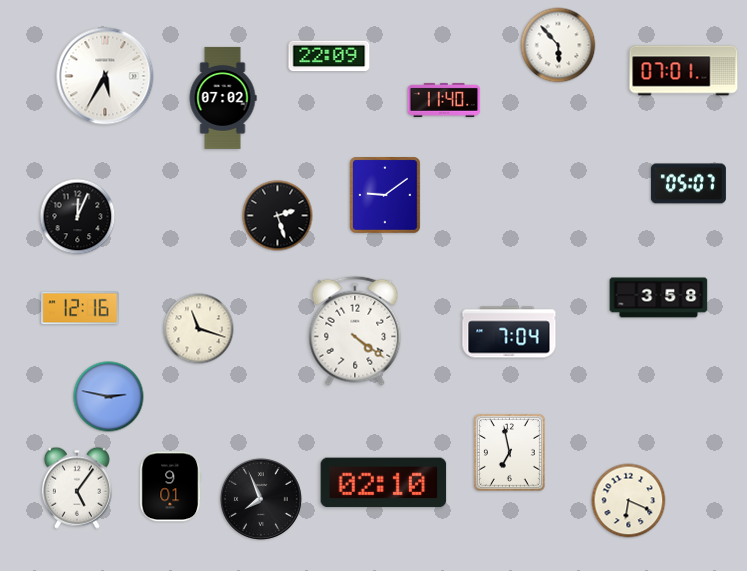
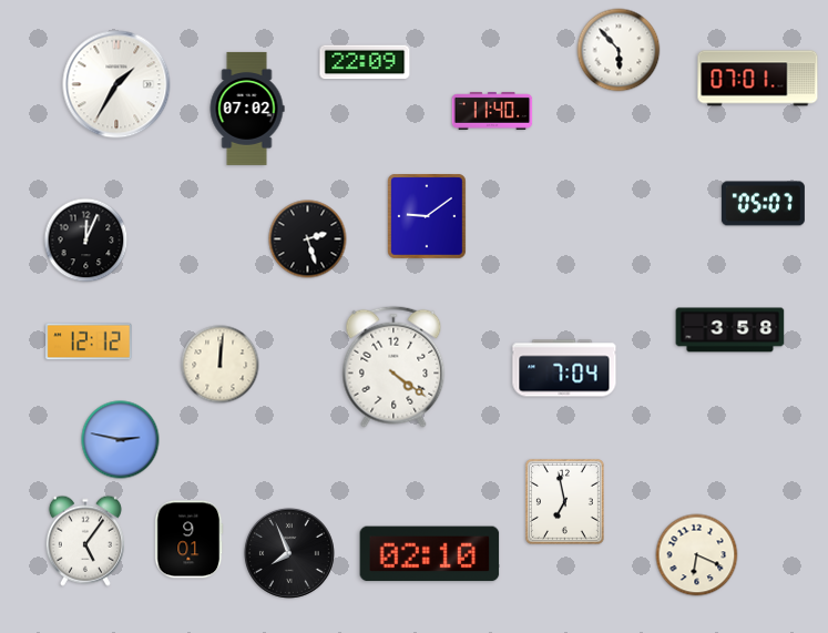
clock at (105, 76): 5:35 -> 1:35
clock at (80, 308): 12:16 -> 12:12
clock at (199, 329): 11:18 -> 12:01
clock at (384, 483) position: (384, 483) -> (430, 554)
